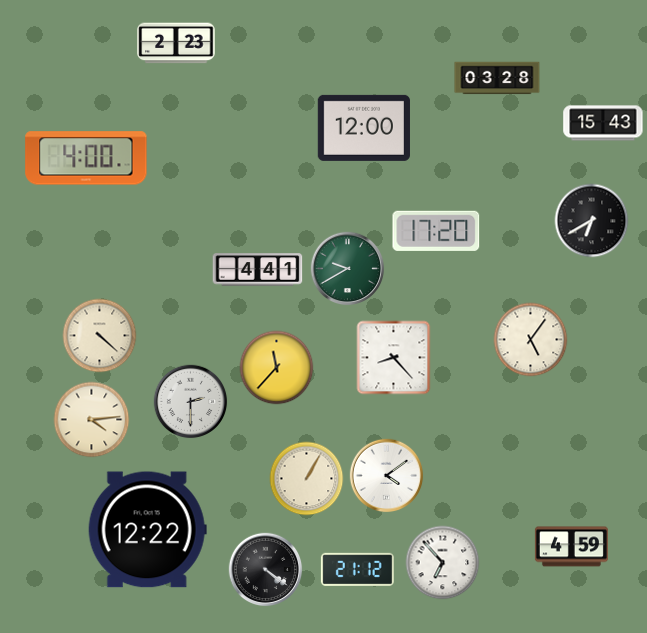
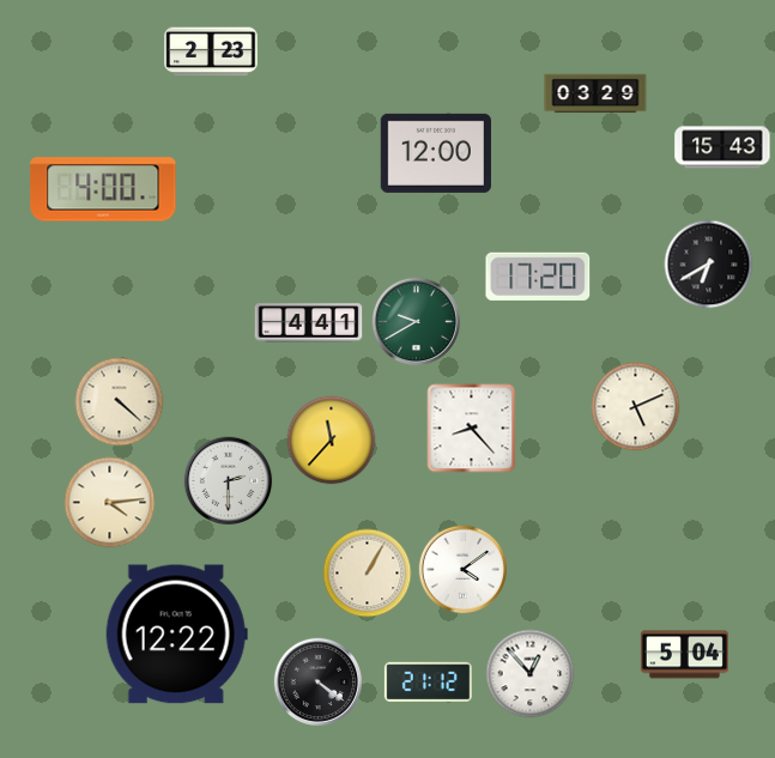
clock at (497, 78): 03:28 -> 03:29
clock at (436, 231) position: (436, 231) -> (538, 277)
clock at (531, 340): 5:06 -> 5:11
clock at (571, 547): 4:59 -> 5:04
clock at (443, 563): 6:53 -> 12:53
